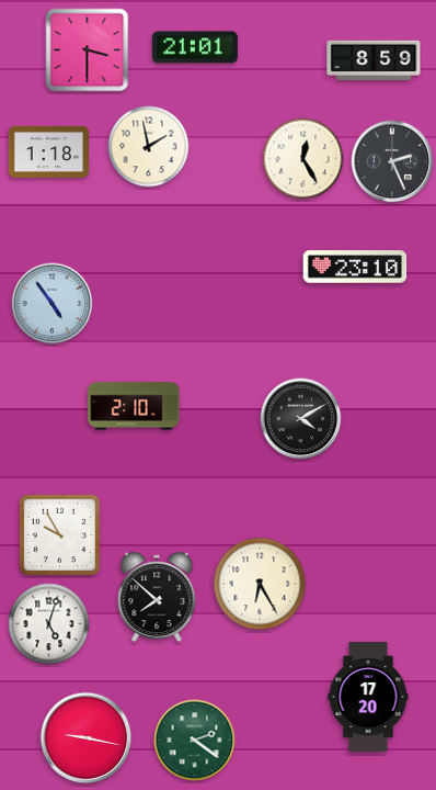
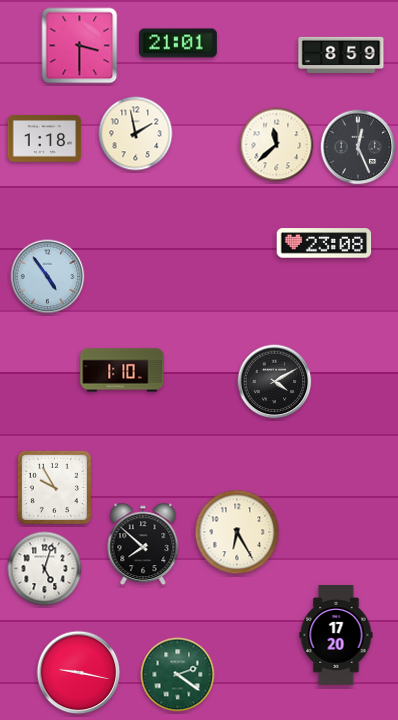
clock at (303, 159): 12:25 -> 11:38
clock at (392, 161): 2:26 -> 12:26
clock at (355, 267): 23:10 -> 23:08
clock at (134, 406): 2:10 -> 1:10
